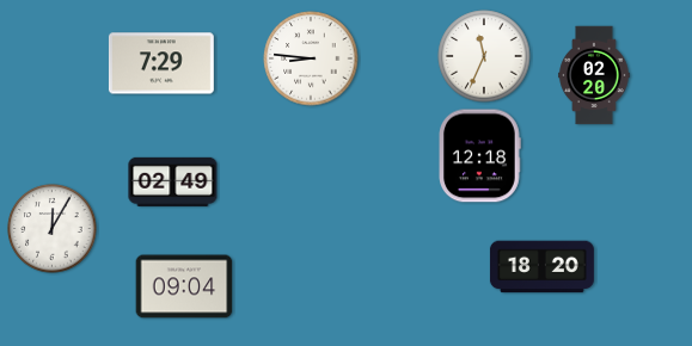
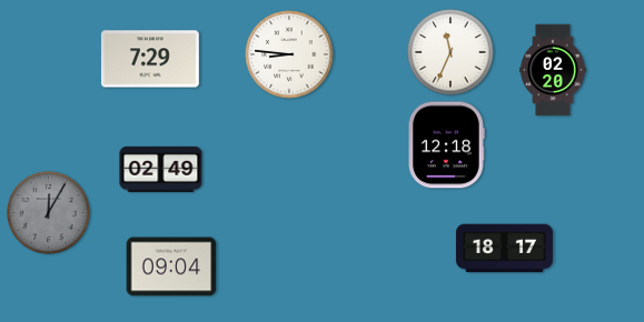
clock at (53, 229) dial: white -> grey
clock at (541, 267): 18:20 -> 18:17
